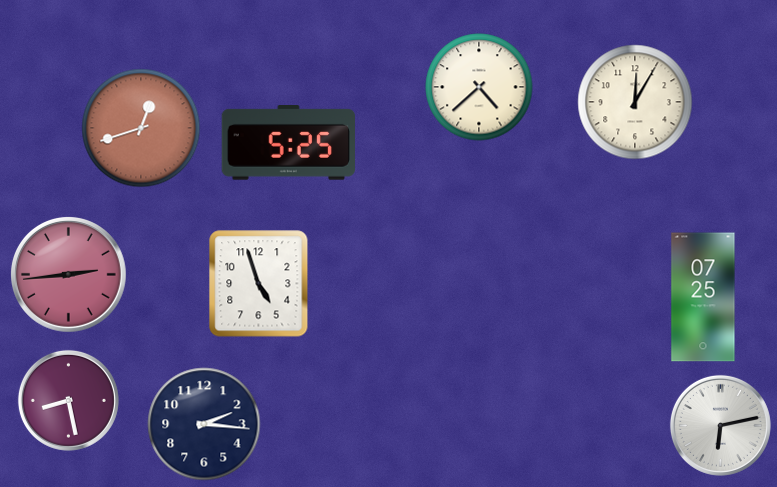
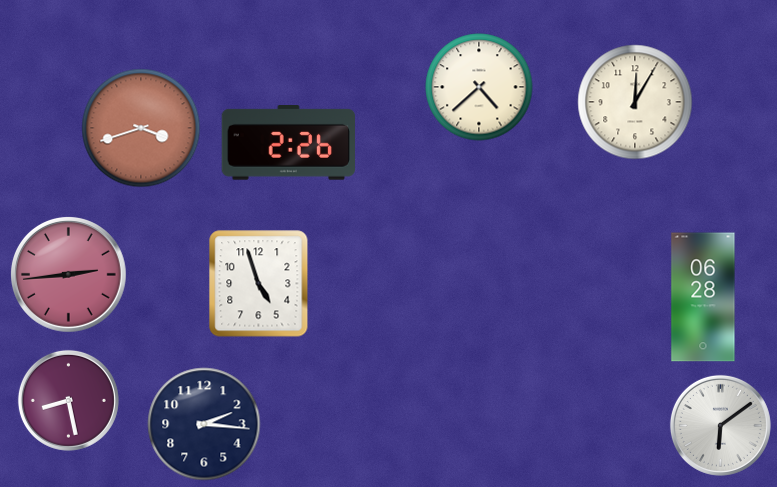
clock at (141, 128): 12:42 -> 3:42
clock at (288, 143): 5:25 -> 2:26
clock at (703, 297): 07:25 -> 06:28
clock at (720, 425): 6:13 -> 6:09
